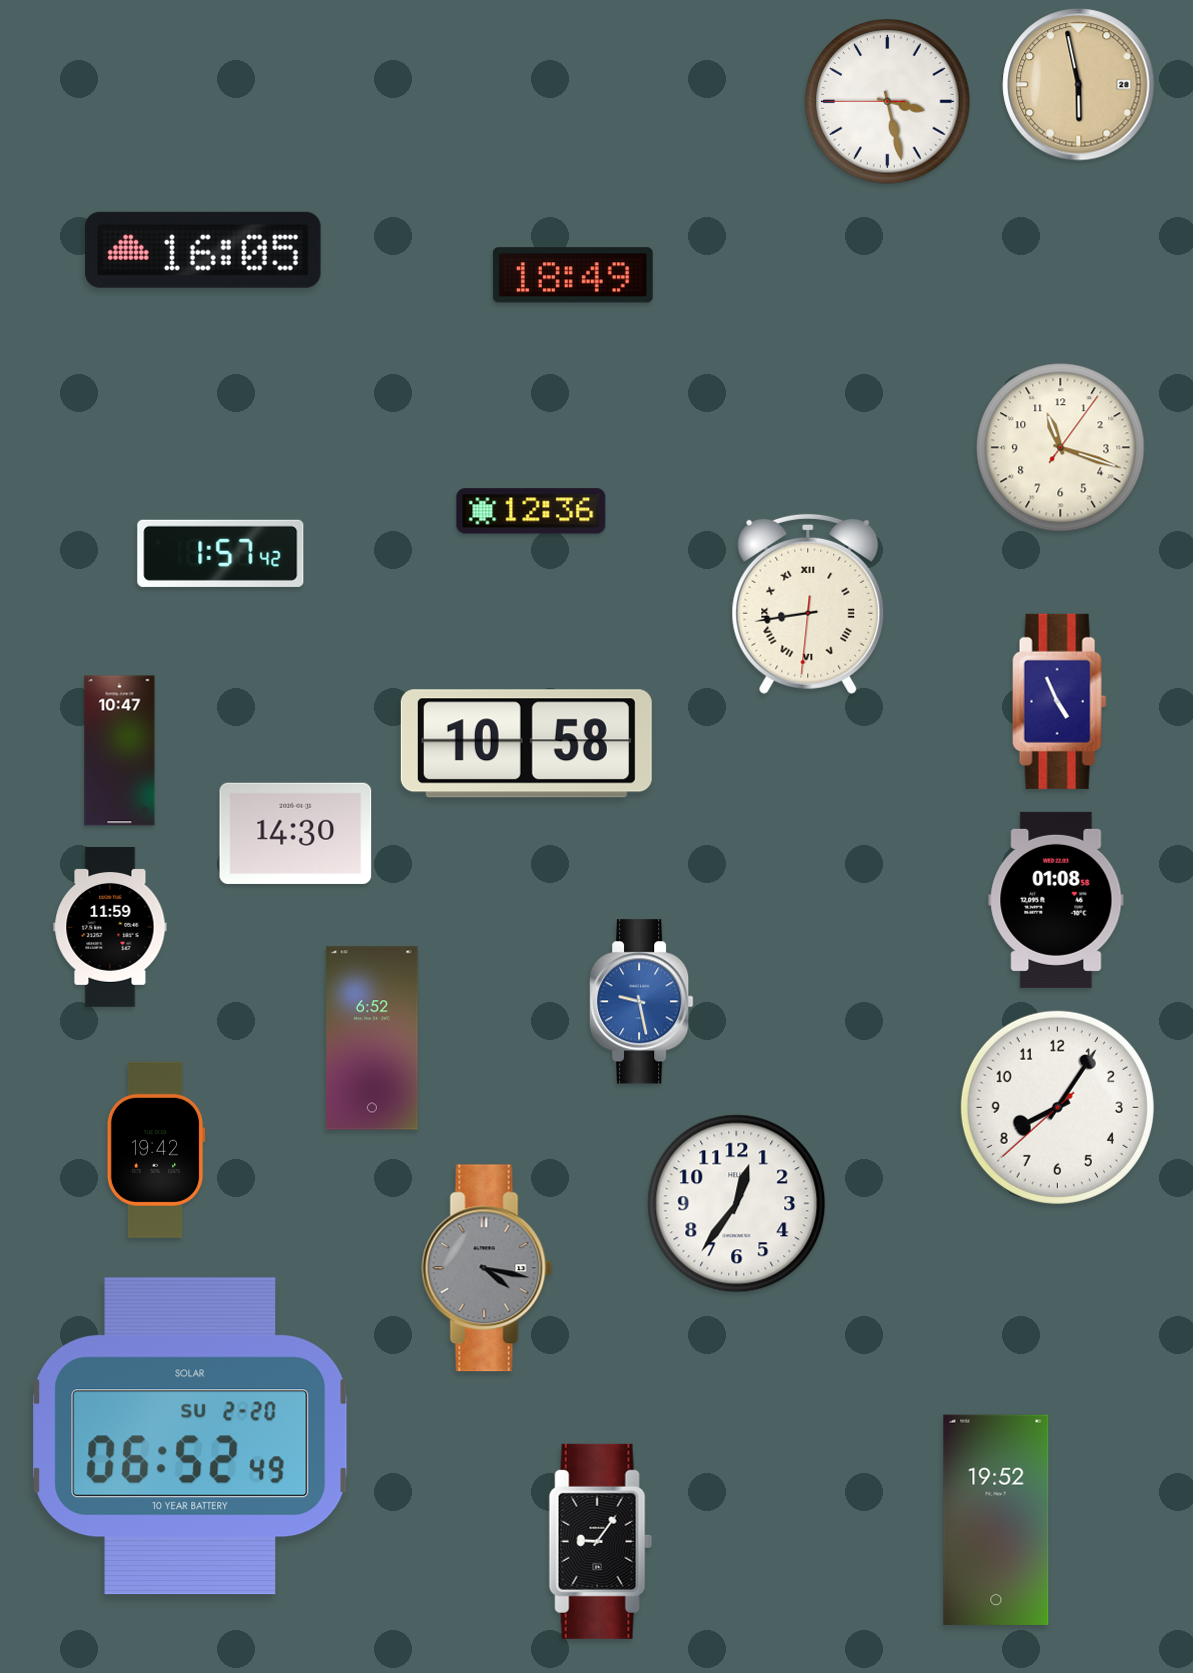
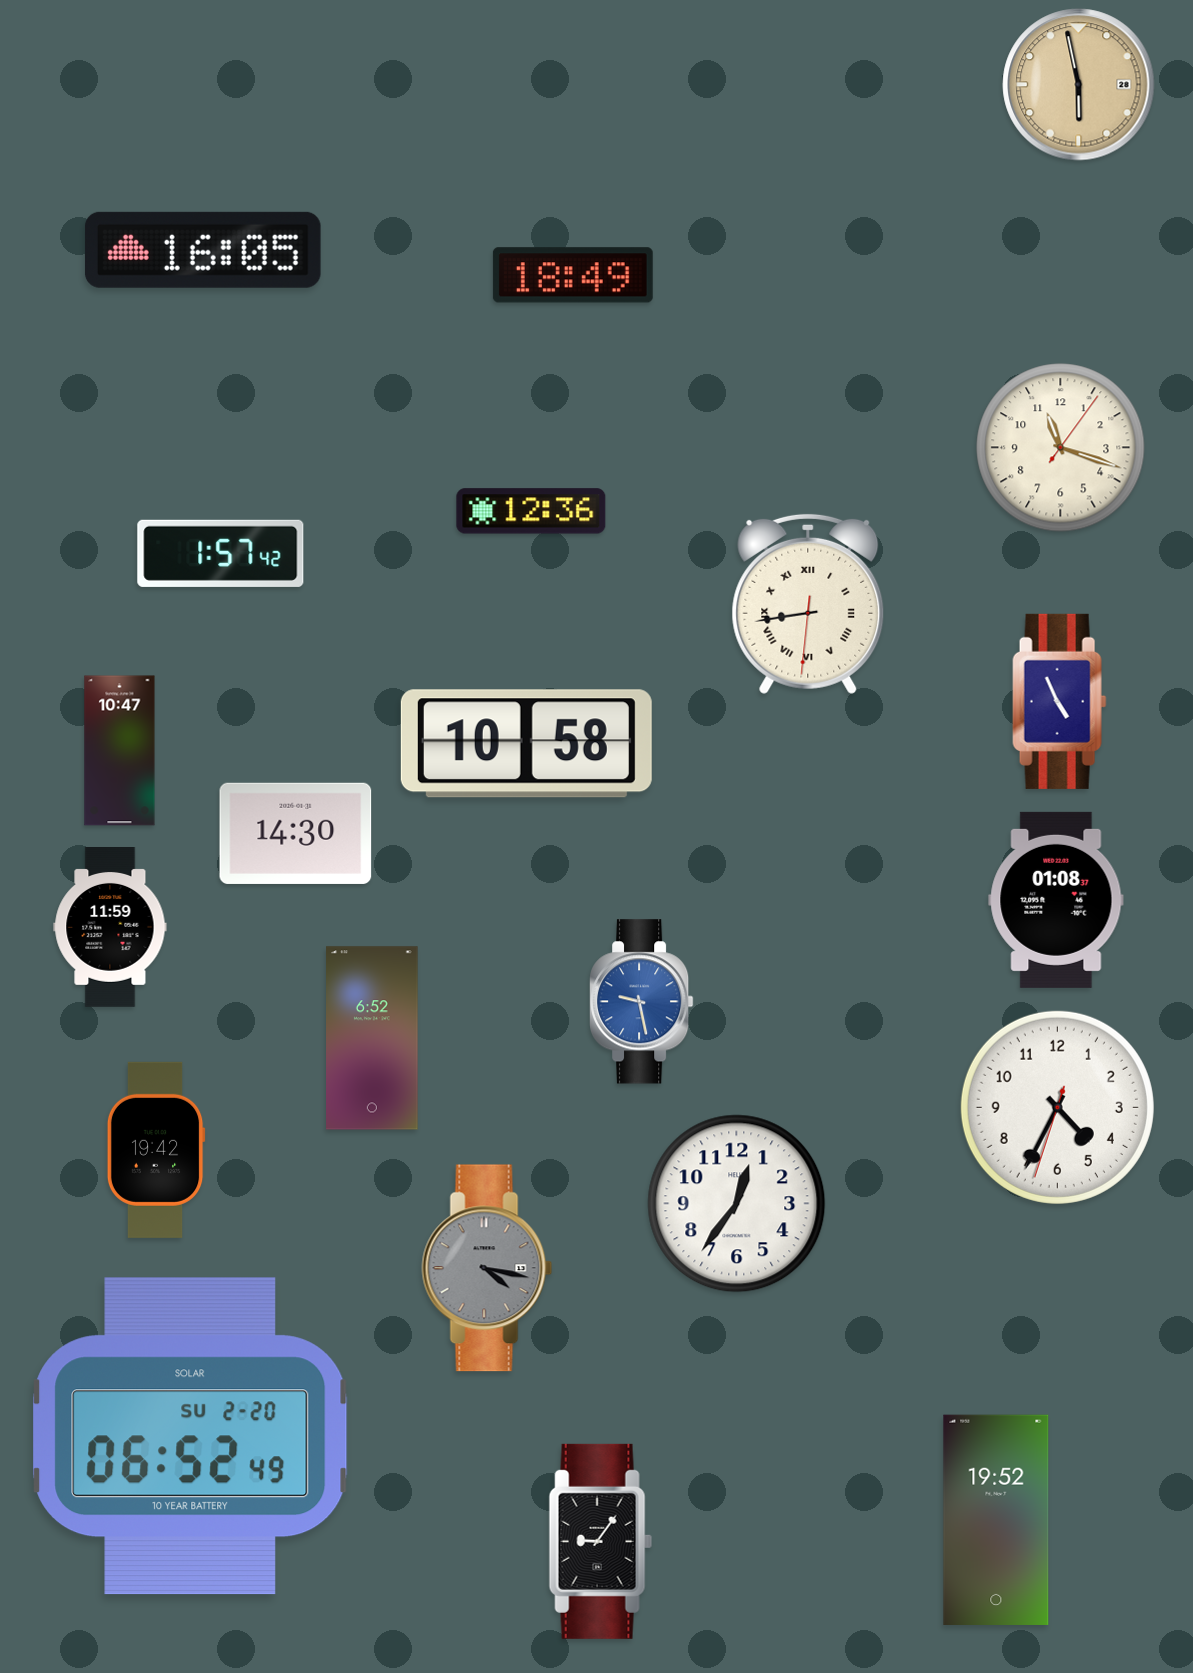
clock at (888, 102): 3:27 -> none
clock at (1056, 900): 01:08:58 -> 01:08:37
clock at (1057, 1107): 8:05 -> 4:34
